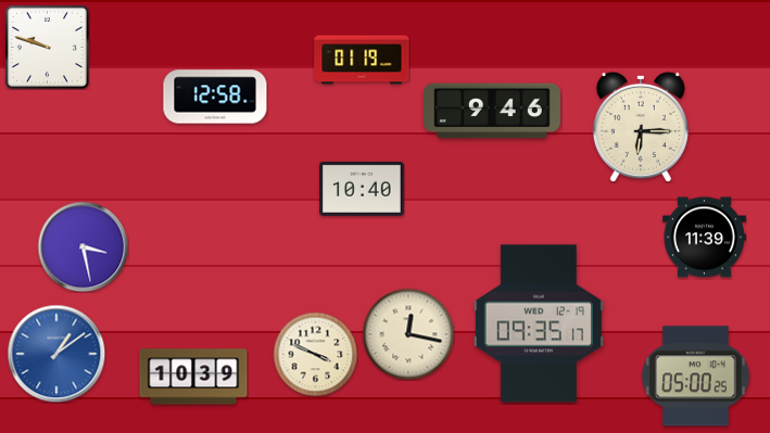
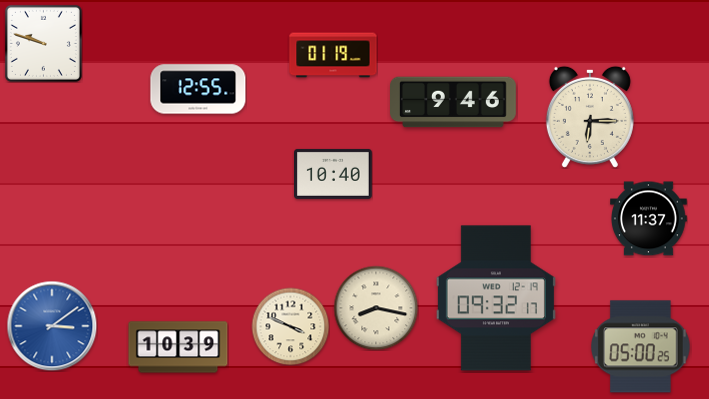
clock at (215, 97): 12:58 -> 12:55
clock at (705, 238): 11:39 -> 11:37
clock at (83, 246): 3:28 -> none
clock at (539, 323): 09:35 -> 09:32
clock at (408, 334): 12:17 -> 8:17
clock at (56, 354): 1:09 -> 3:09
